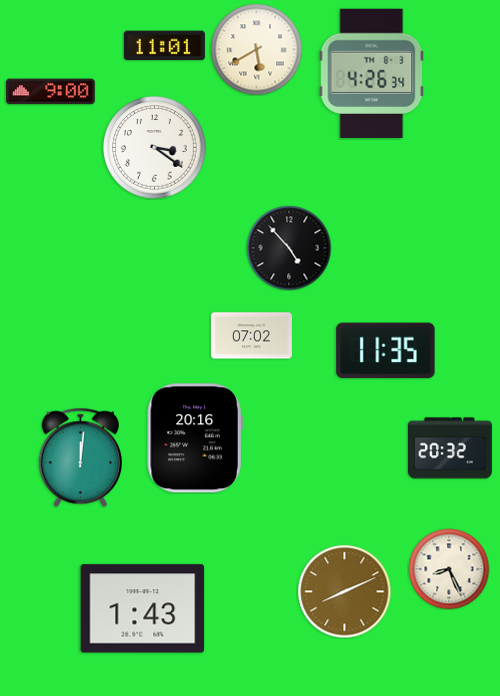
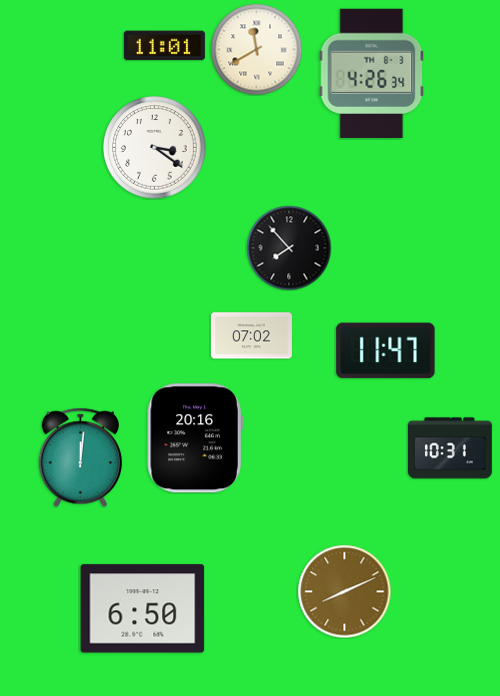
clock at (256, 49): 5:40 -> 11:40
clock at (51, 92): 9:00 -> none
clock at (289, 248): 4:53 -> 7:53
clock at (386, 351): 11:35 -> 11:47
clock at (450, 448): 20:32 -> 10:31
clock at (449, 569): 8:26 -> none
clock at (143, 609): 1:43 -> 6:50
